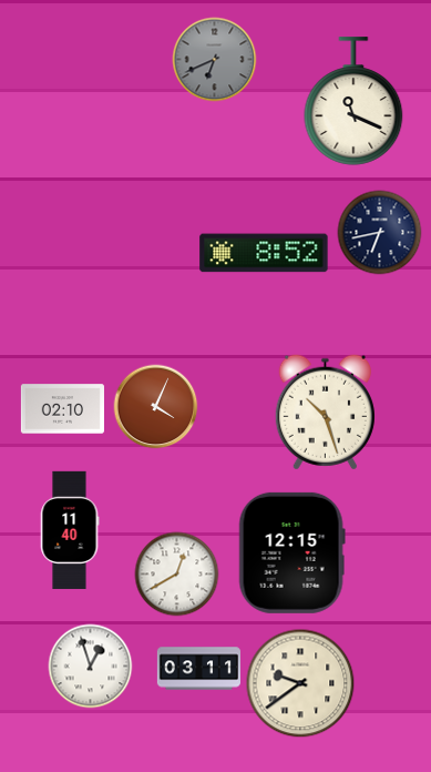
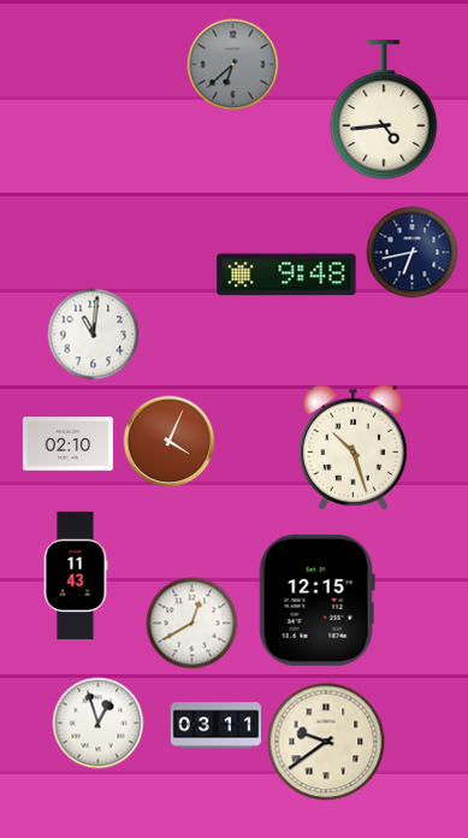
clock at (215, 60): 6:41 -> 6:38
clock at (353, 101): 11:19 -> 4:44
clock at (264, 253): 8:52 -> 9:48
clock at (94, 335): none -> 11:01
clock at (70, 530): 11:40 -> 11:43
